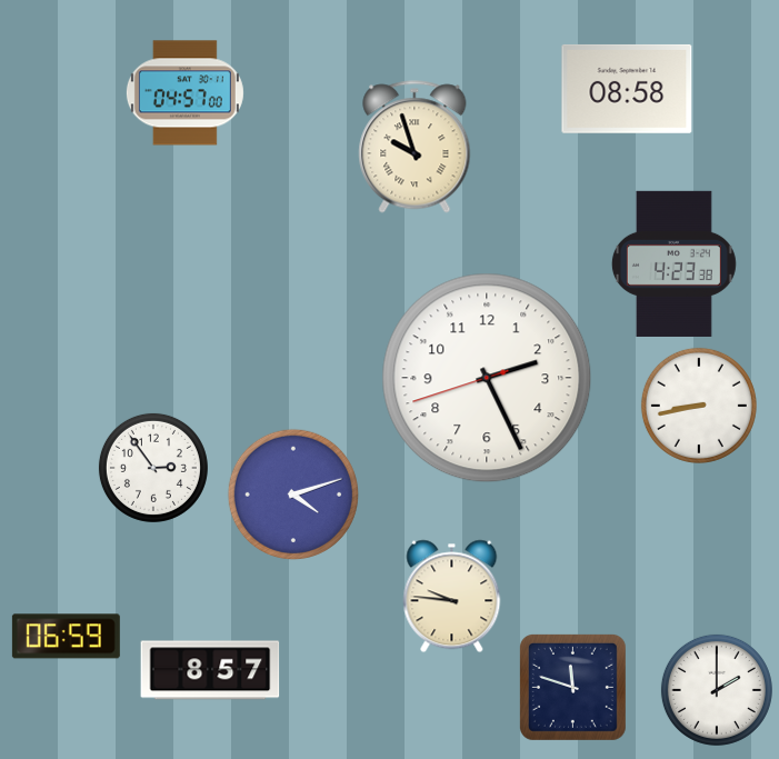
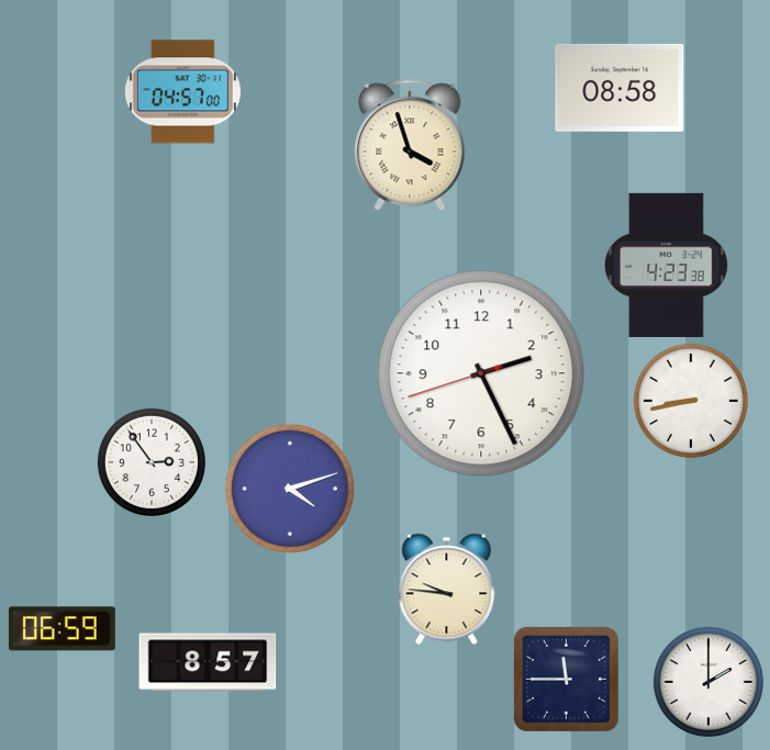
clock at (415, 147): 9:57 -> 3:57
clock at (673, 263) position: (673, 263) -> (666, 265)
clock at (66, 637) position: (66, 637) -> (62, 629)
clock at (572, 687): 11:48 -> 11:45
